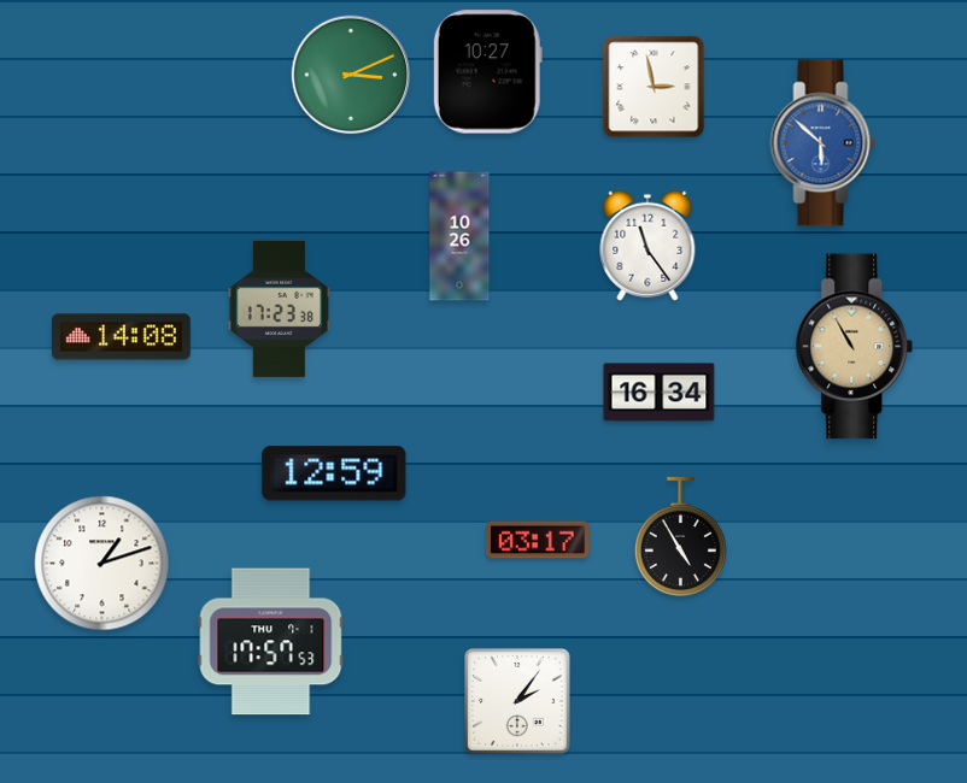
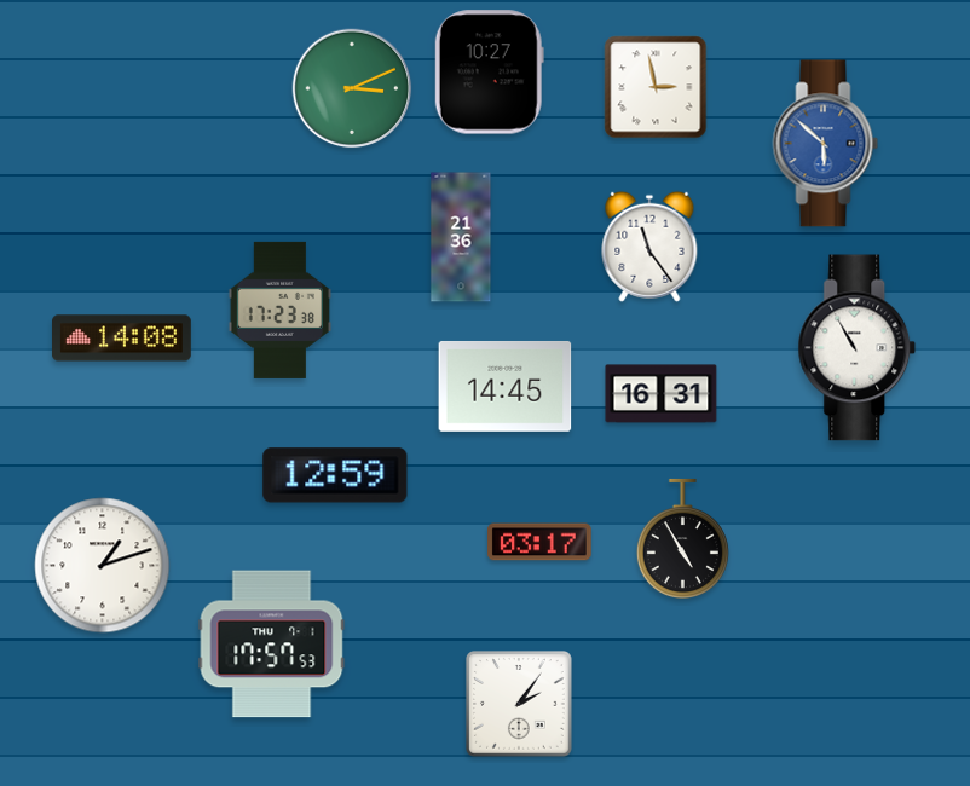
clock at (351, 75) position: (351, 75) -> (352, 88)
clock at (459, 236): 10:26 -> 21:36
clock at (855, 347) dial: champagne -> white
clock at (506, 386): none -> 14:45
clock at (660, 393): 16:34 -> 16:31
